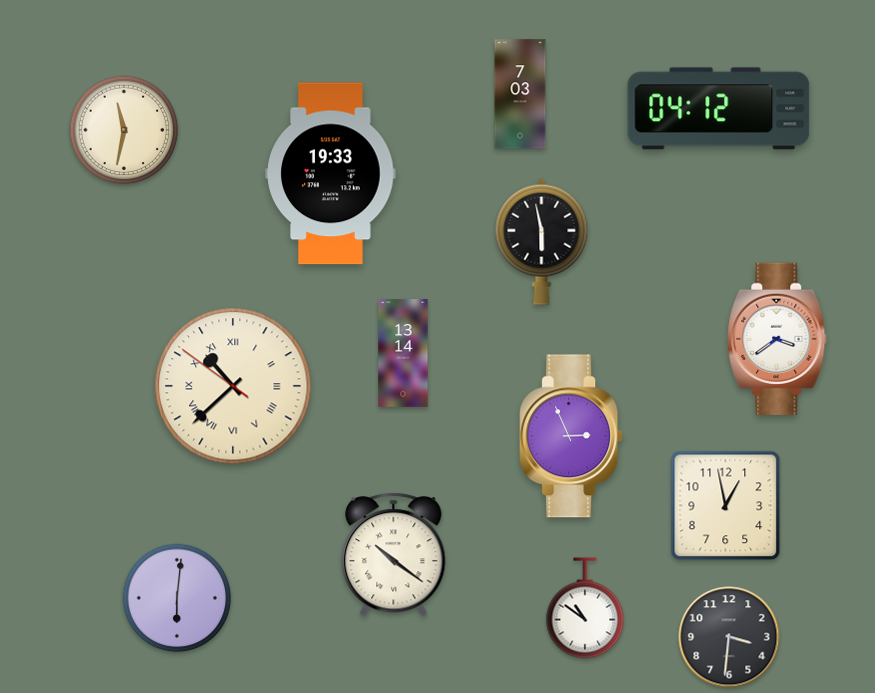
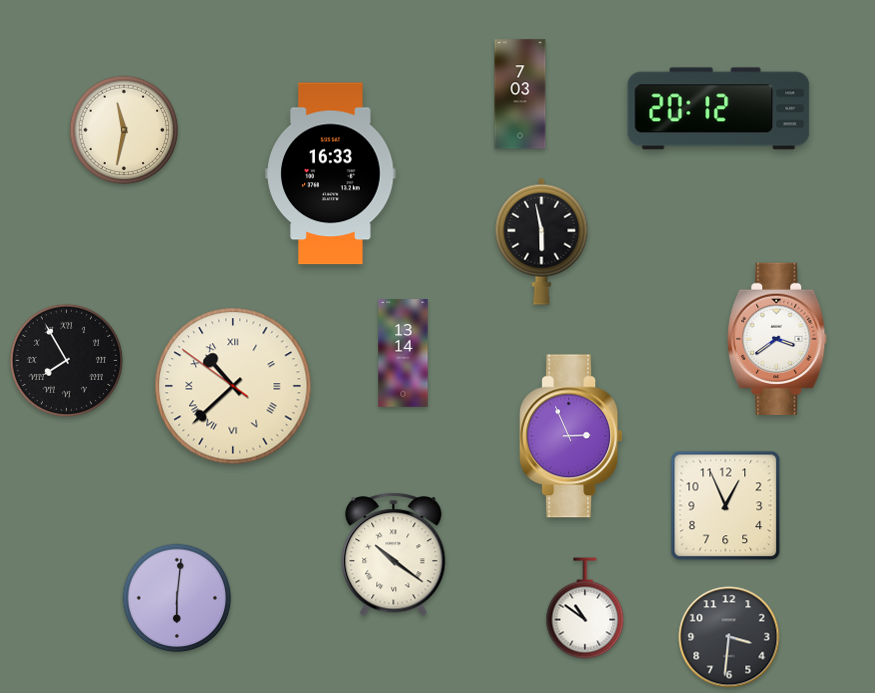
clock at (719, 109): 04:12 -> 20:12
clock at (331, 174): 19:33 -> 16:33
clock at (66, 360): none -> 7:55
clock at (726, 506): 12:58 -> 12:56
